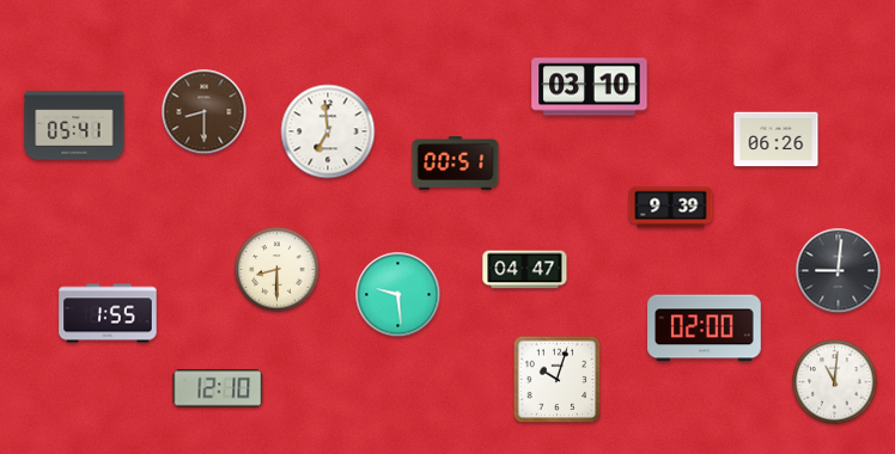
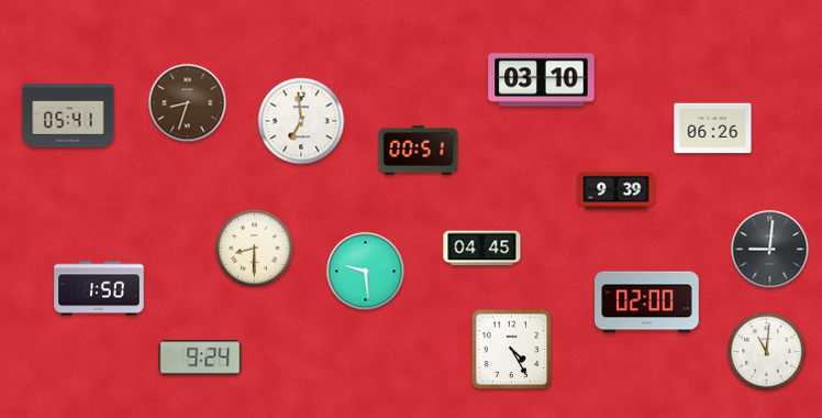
clock at (205, 112): 8:30 -> 8:33
clock at (525, 270): 04:47 -> 04:45
clock at (108, 313): 1:55 -> 1:50
clock at (558, 380): 10:03 -> 4:25
clock at (218, 388): 12:10 -> 9:24
